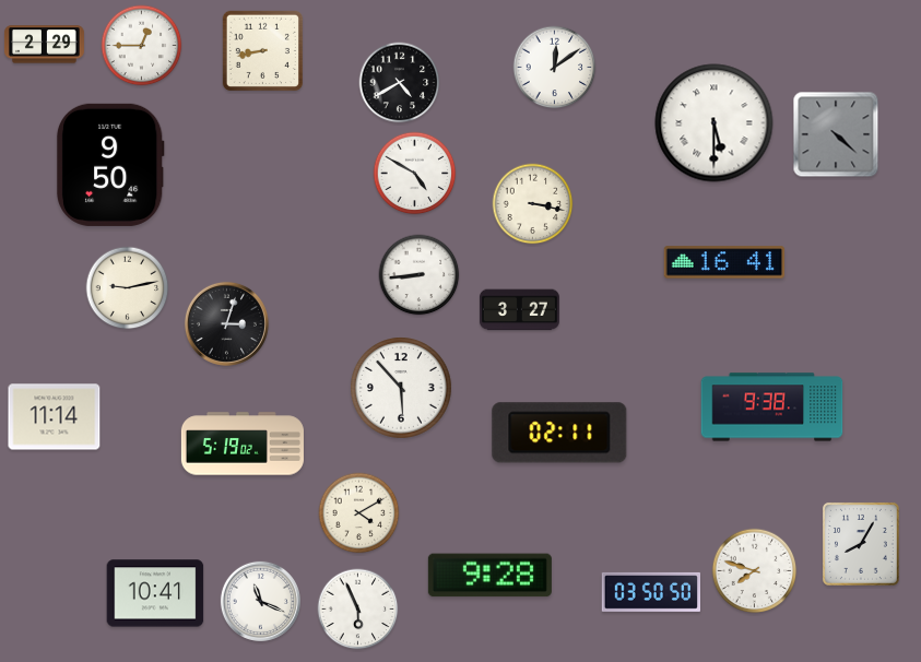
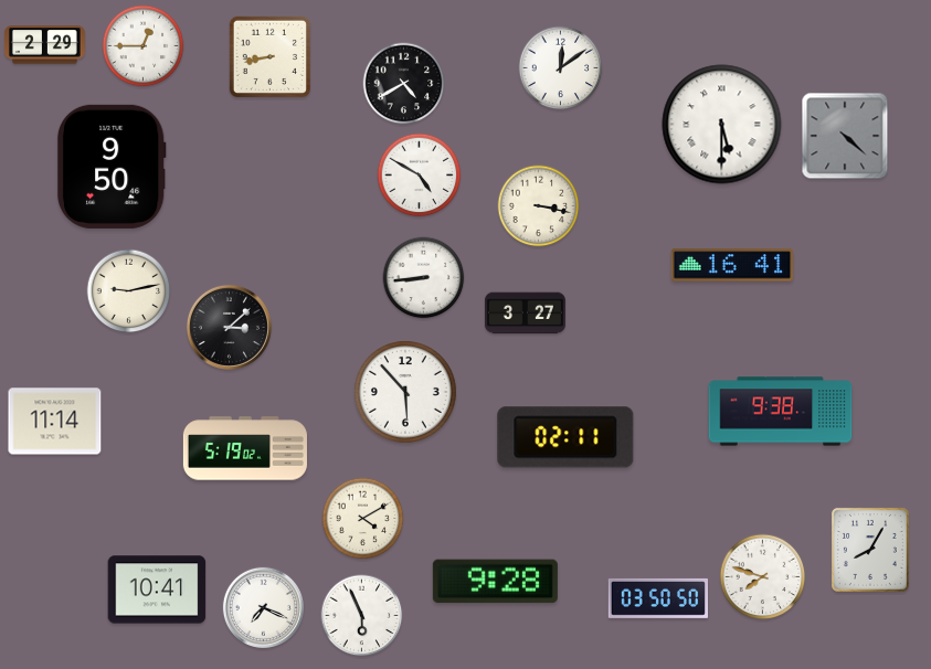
clock at (262, 50) position: (262, 50) -> (269, 56)
clock at (226, 323): 3:03 -> 3:08
clock at (155, 593) position: (155, 593) -> (157, 590)
clock at (260, 601): 11:19 -> 7:19
